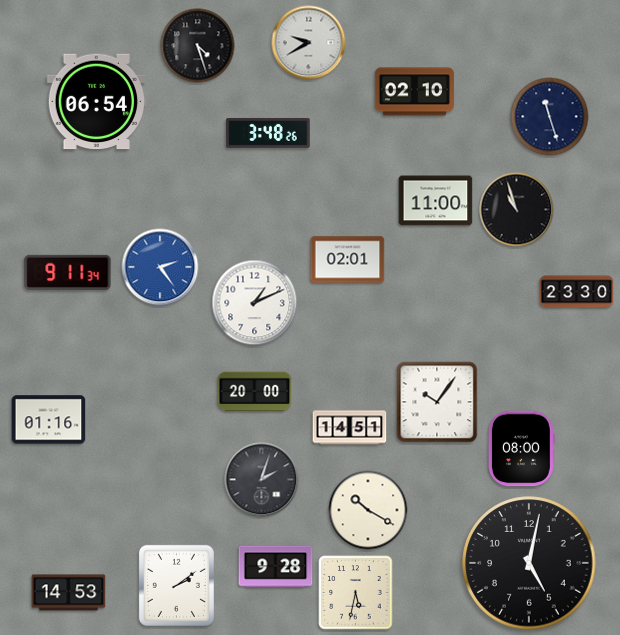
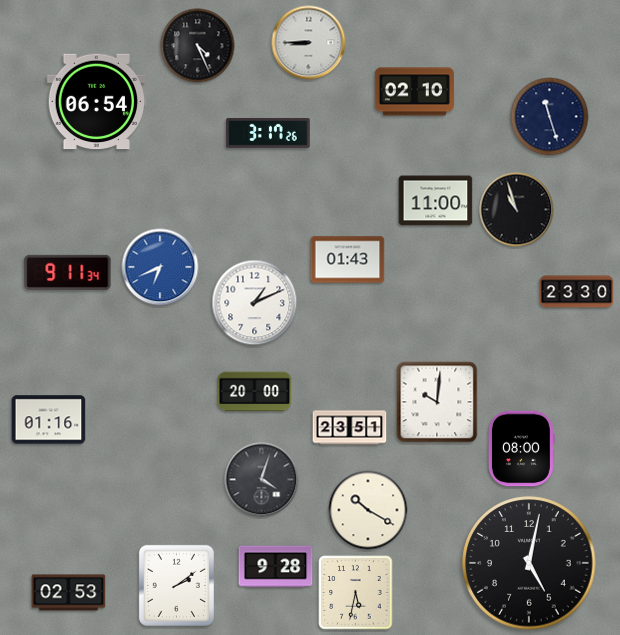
clock at (309, 43): 9:40 -> 8:45
clock at (198, 46): 4:27 -> 4:26
clock at (268, 133): 3:48 -> 3:17
clock at (348, 260): 02:01 -> 01:43
clock at (160, 267): 2:24 -> 6:41
clock at (437, 402): 10:06 -> 10:01
clock at (350, 428): 14:51 -> 23:51
clock at (262, 480): 2:03 -> 4:03
clock at (69, 593): 14:53 -> 02:53
